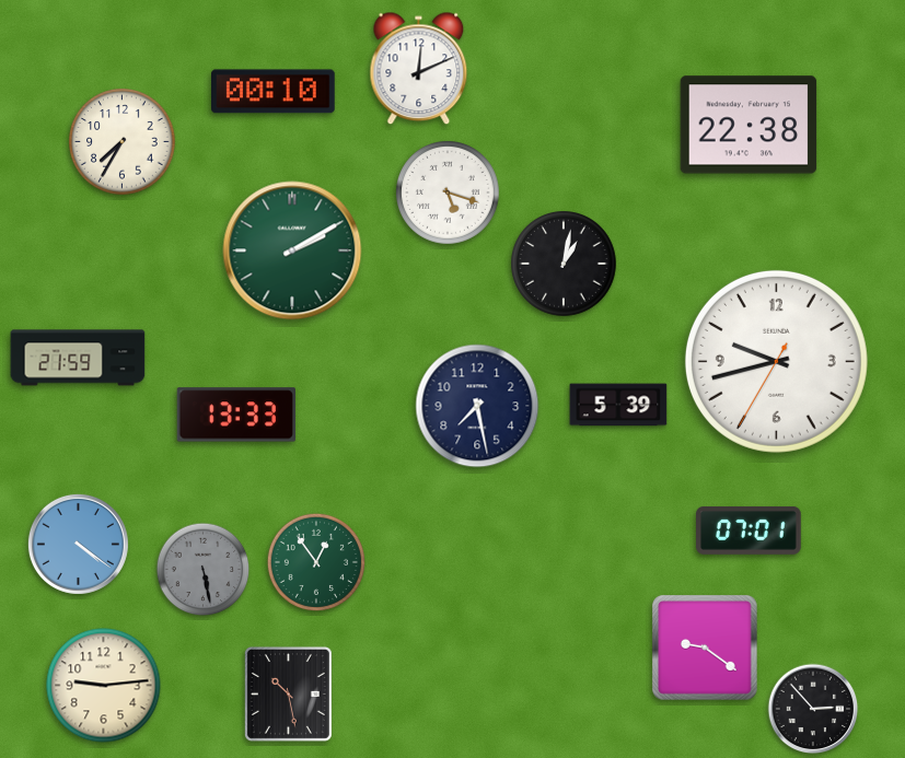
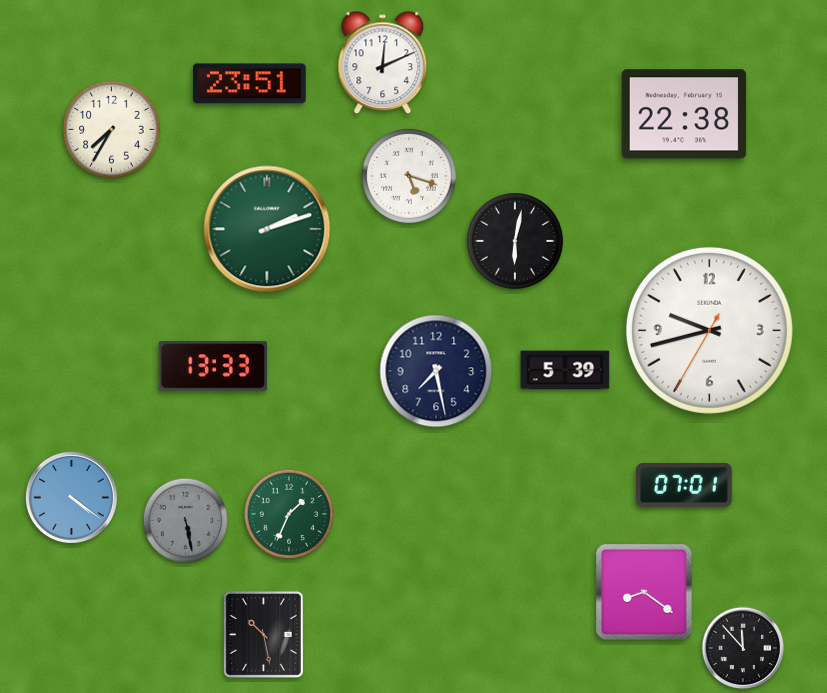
clock at (272, 92): 00:10 -> 23:51
clock at (292, 250): 2:10 -> 2:12
clock at (564, 264): 1:02 -> 6:02
clock at (78, 358): 21:59 -> none
clock at (235, 415) position: (235, 415) -> (212, 366)
clock at (316, 562): 12:54 -> 1:34
clock at (705, 649): 9:21 -> 8:21
clock at (104, 686): 9:14 -> none
clock at (813, 709): 2:53 -> 11:53
